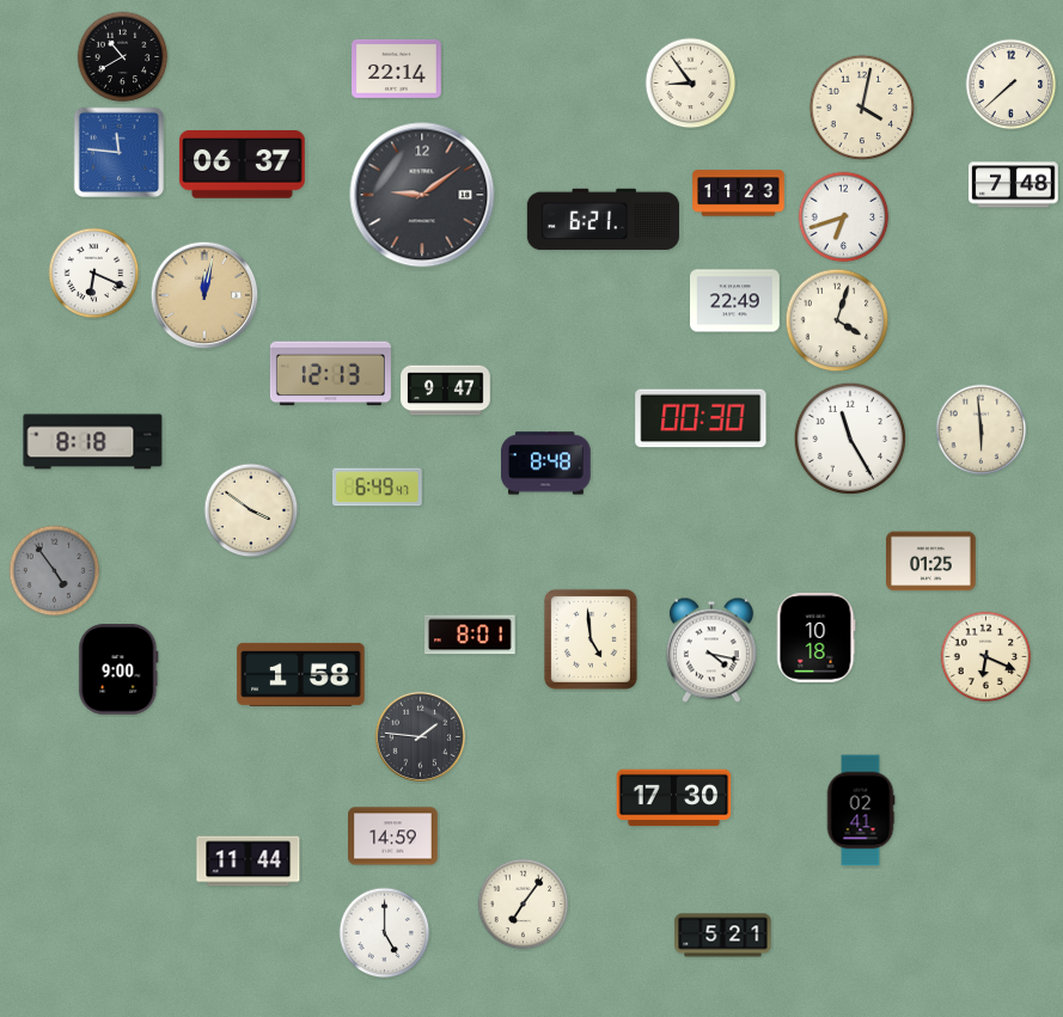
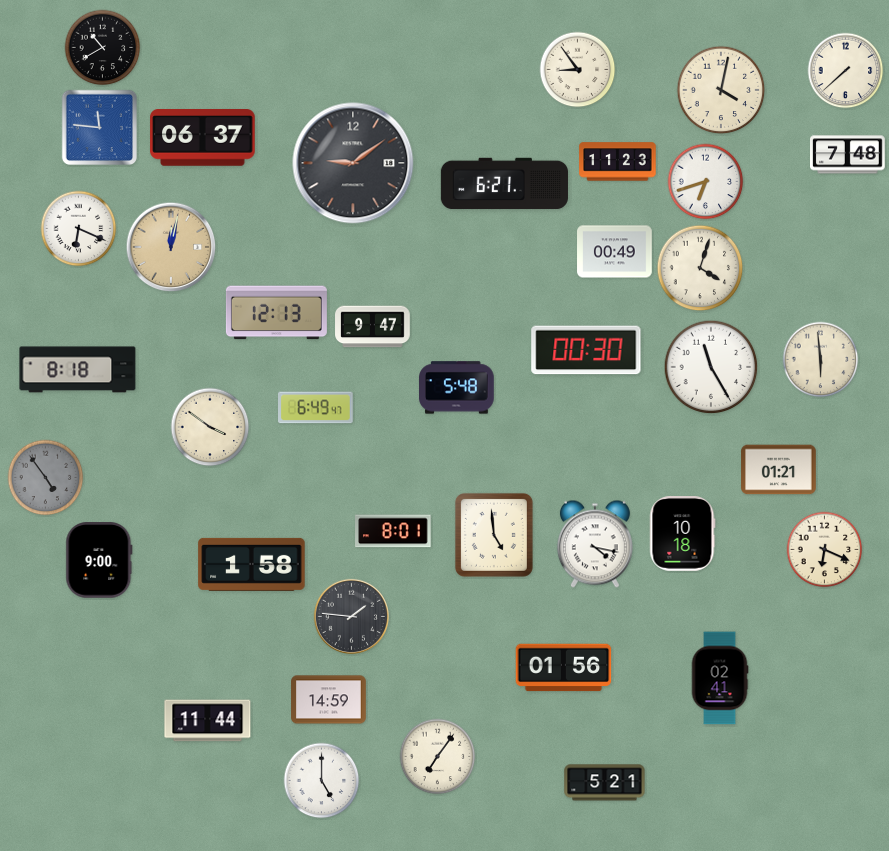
clock at (397, 68): 22:14 -> none
clock at (735, 301): 22:49 -> 00:49
clock at (546, 464): 8:48 -> 5:48
clock at (931, 562): 01:25 -> 01:21
clock at (674, 798): 17:30 -> 01:56
